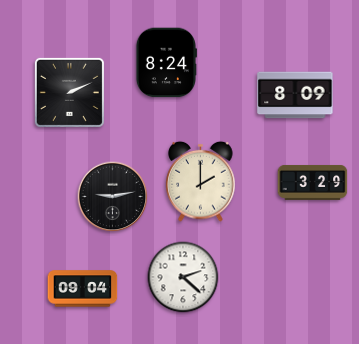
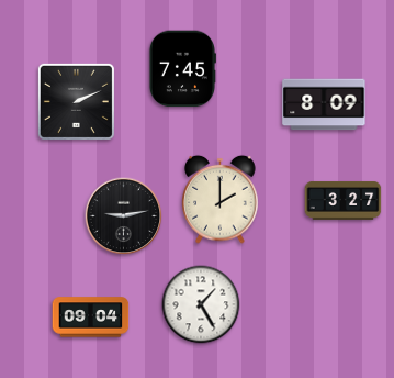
clock at (166, 63): 8:24 -> 7:45
clock at (313, 182): 3:29 -> 3:27
clock at (183, 277): 2:22 -> 1:25
